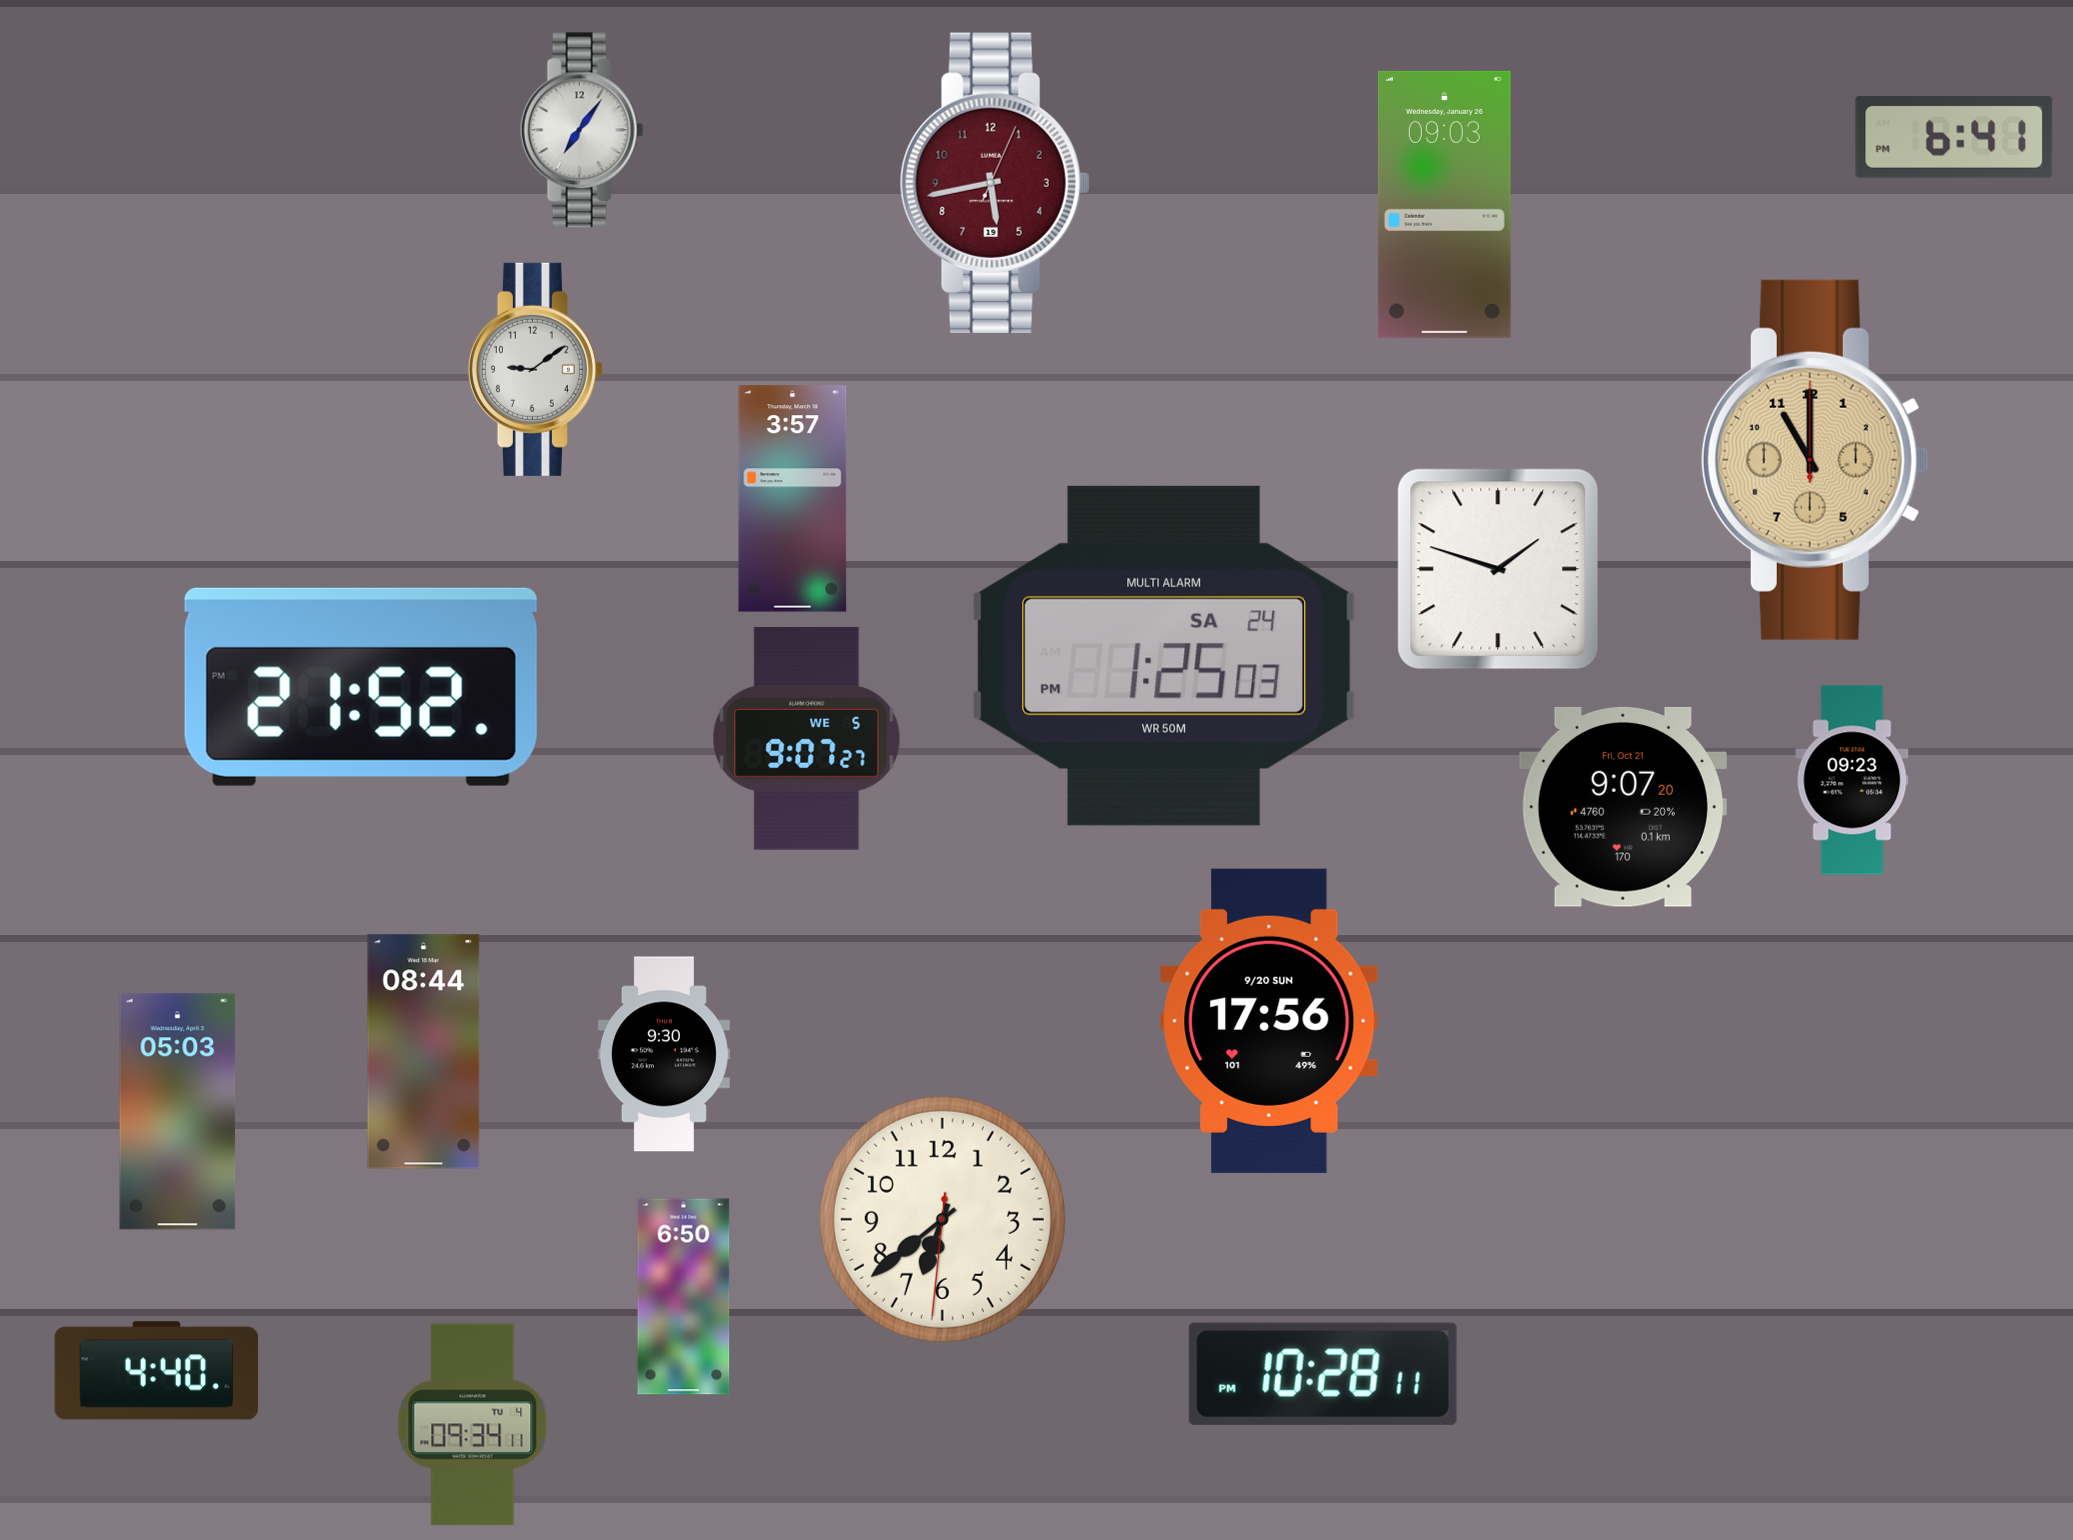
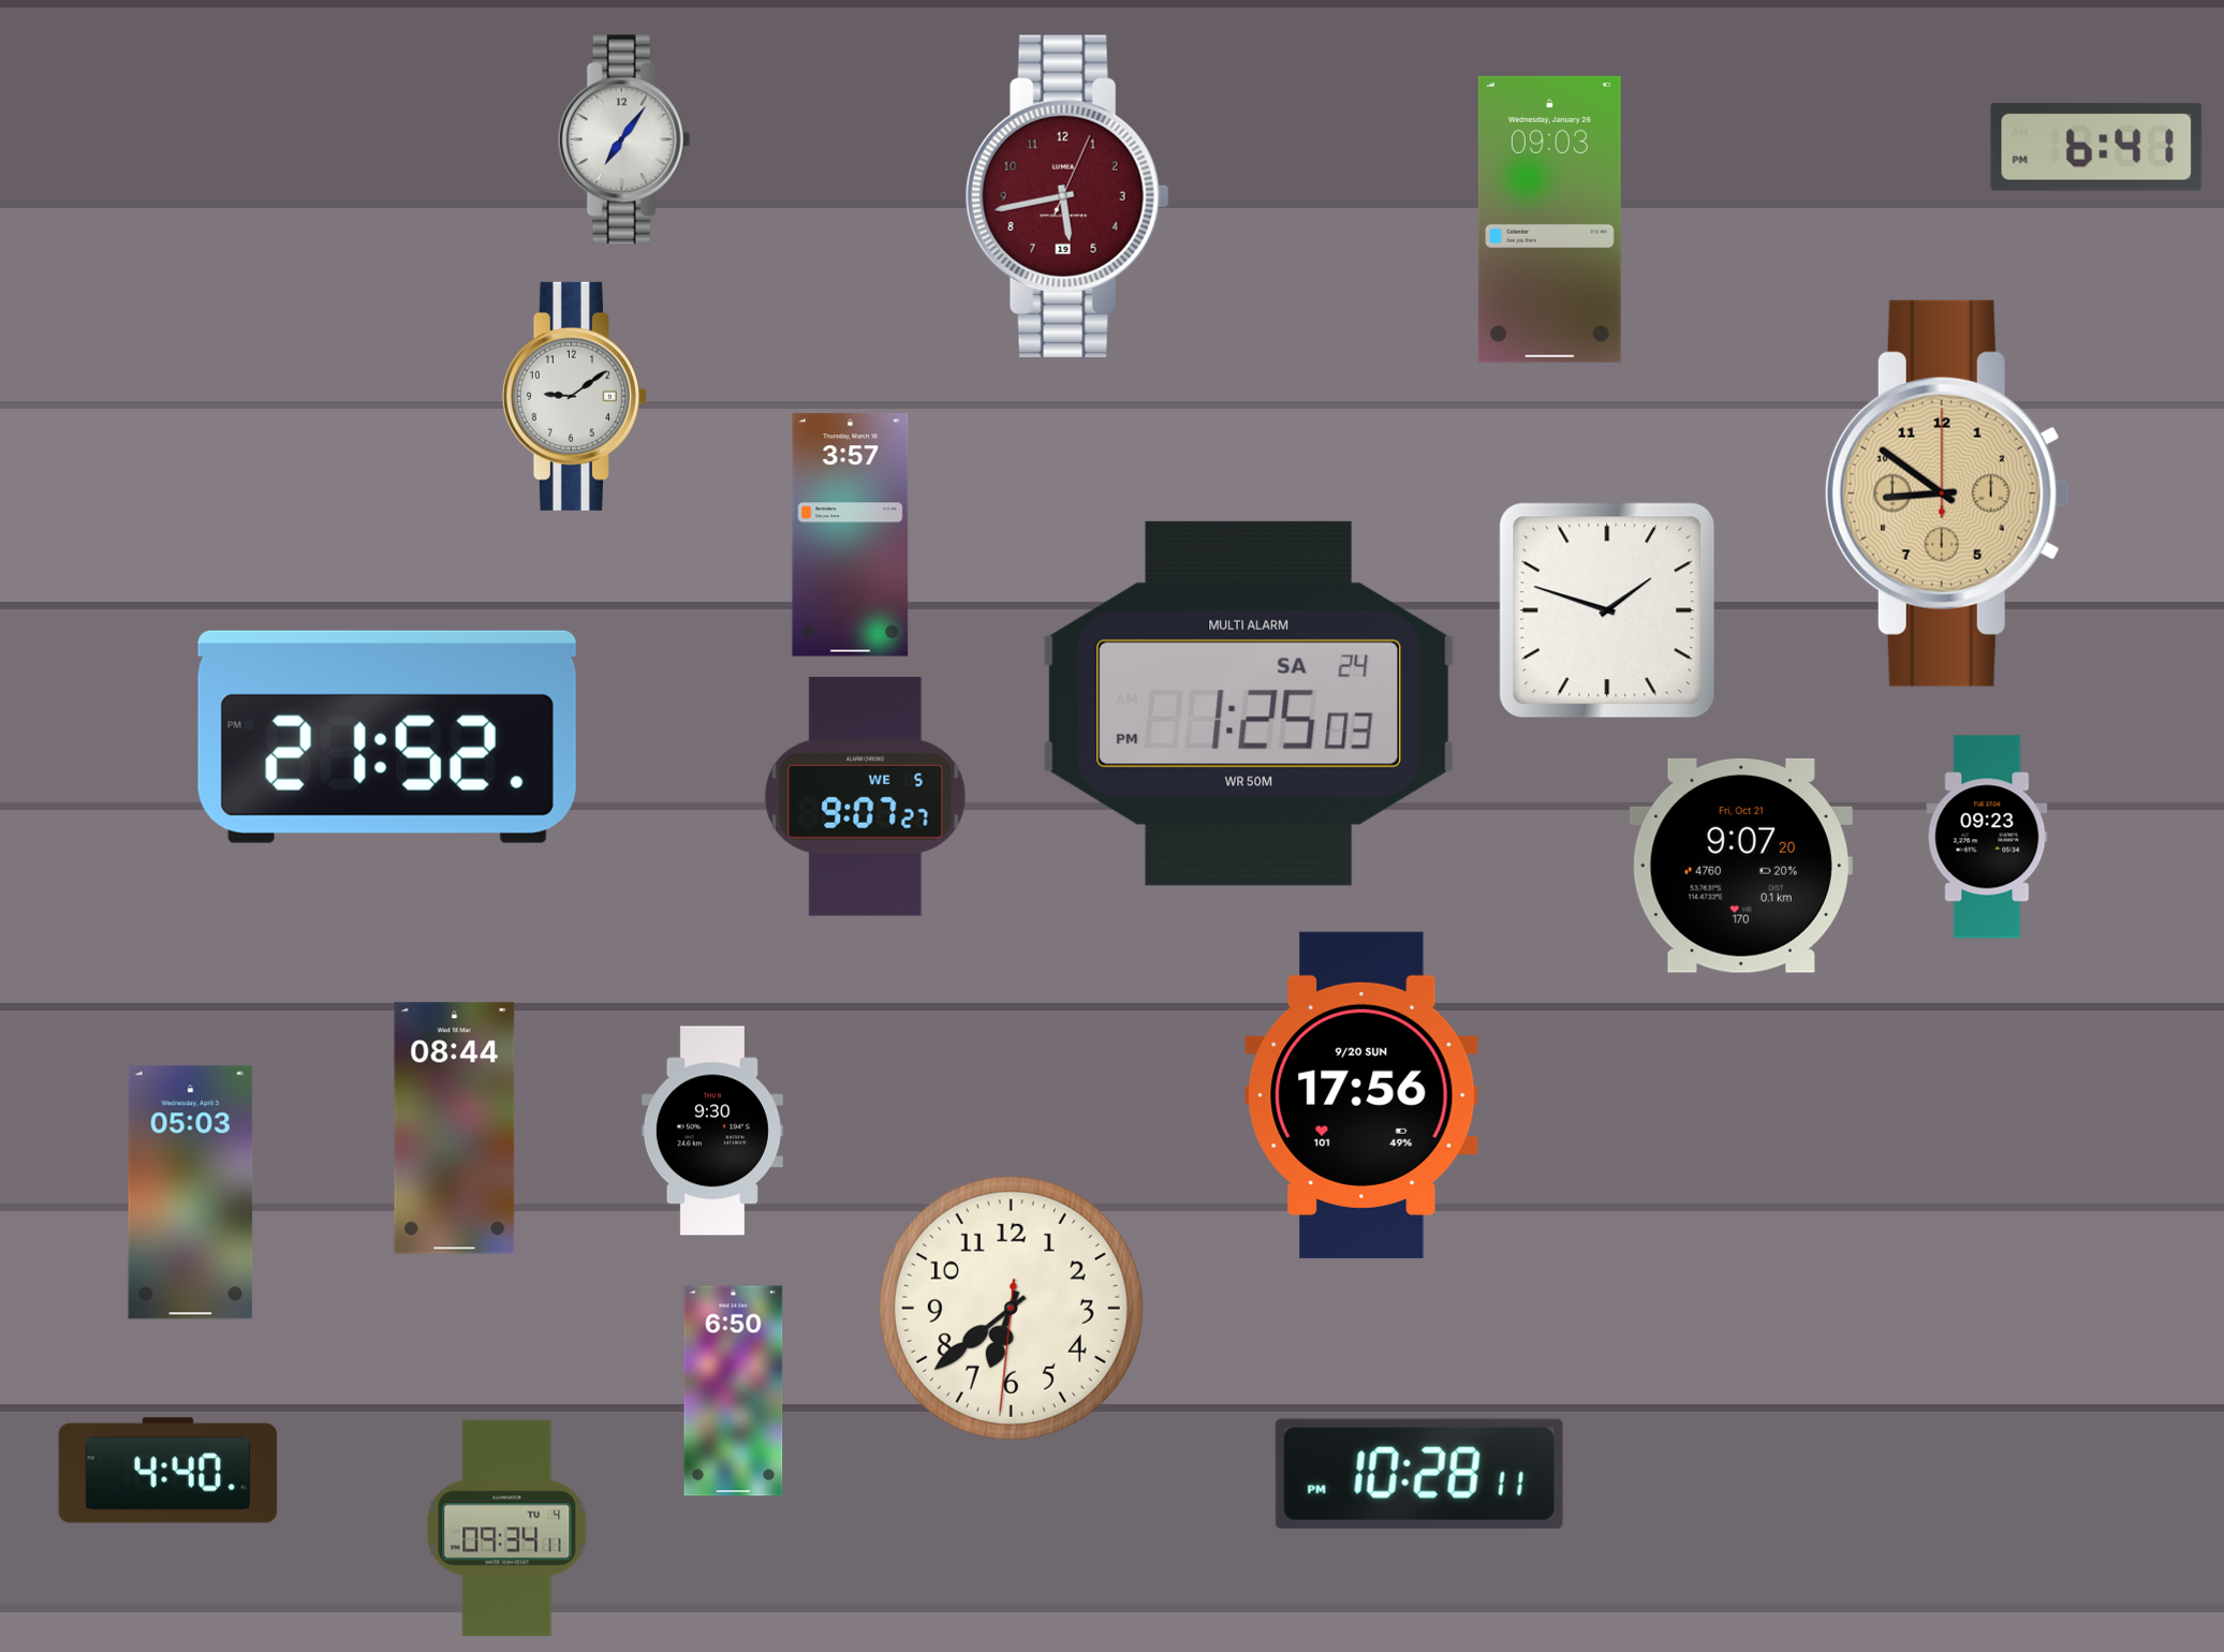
clock at (1815, 460): 11:00 -> 8:51
clock at (807, 738) position: (807, 738) -> (866, 796)
